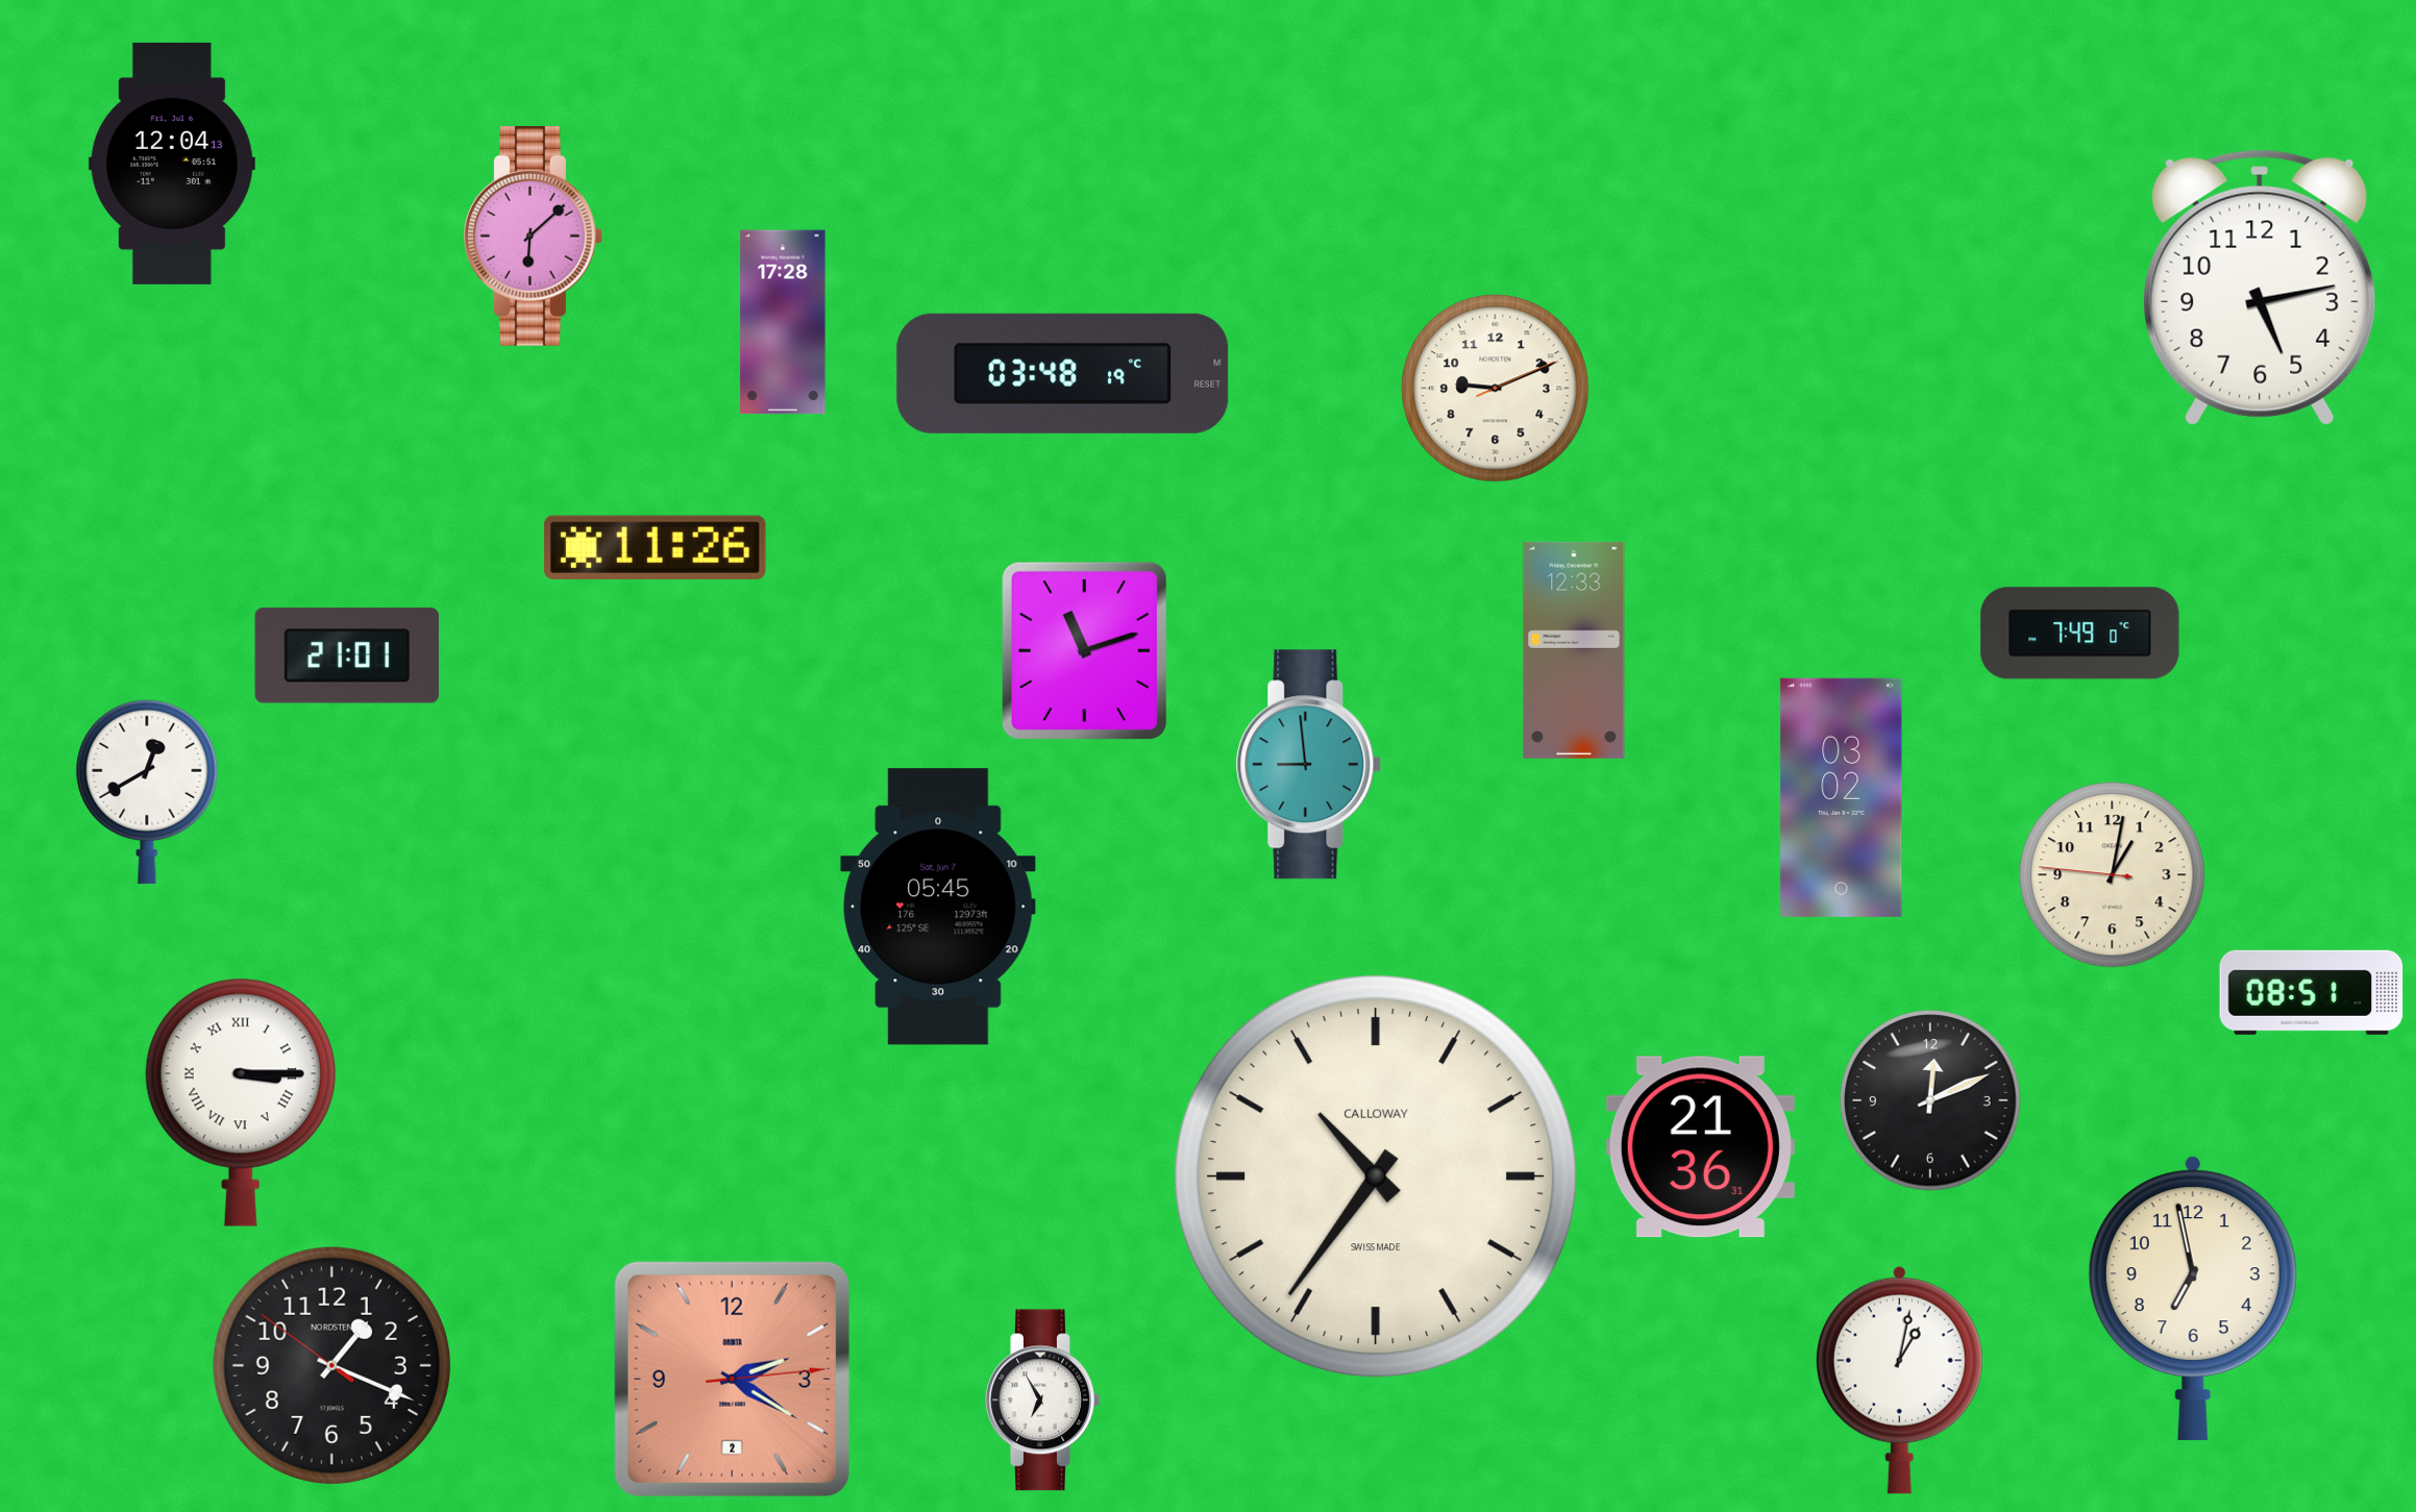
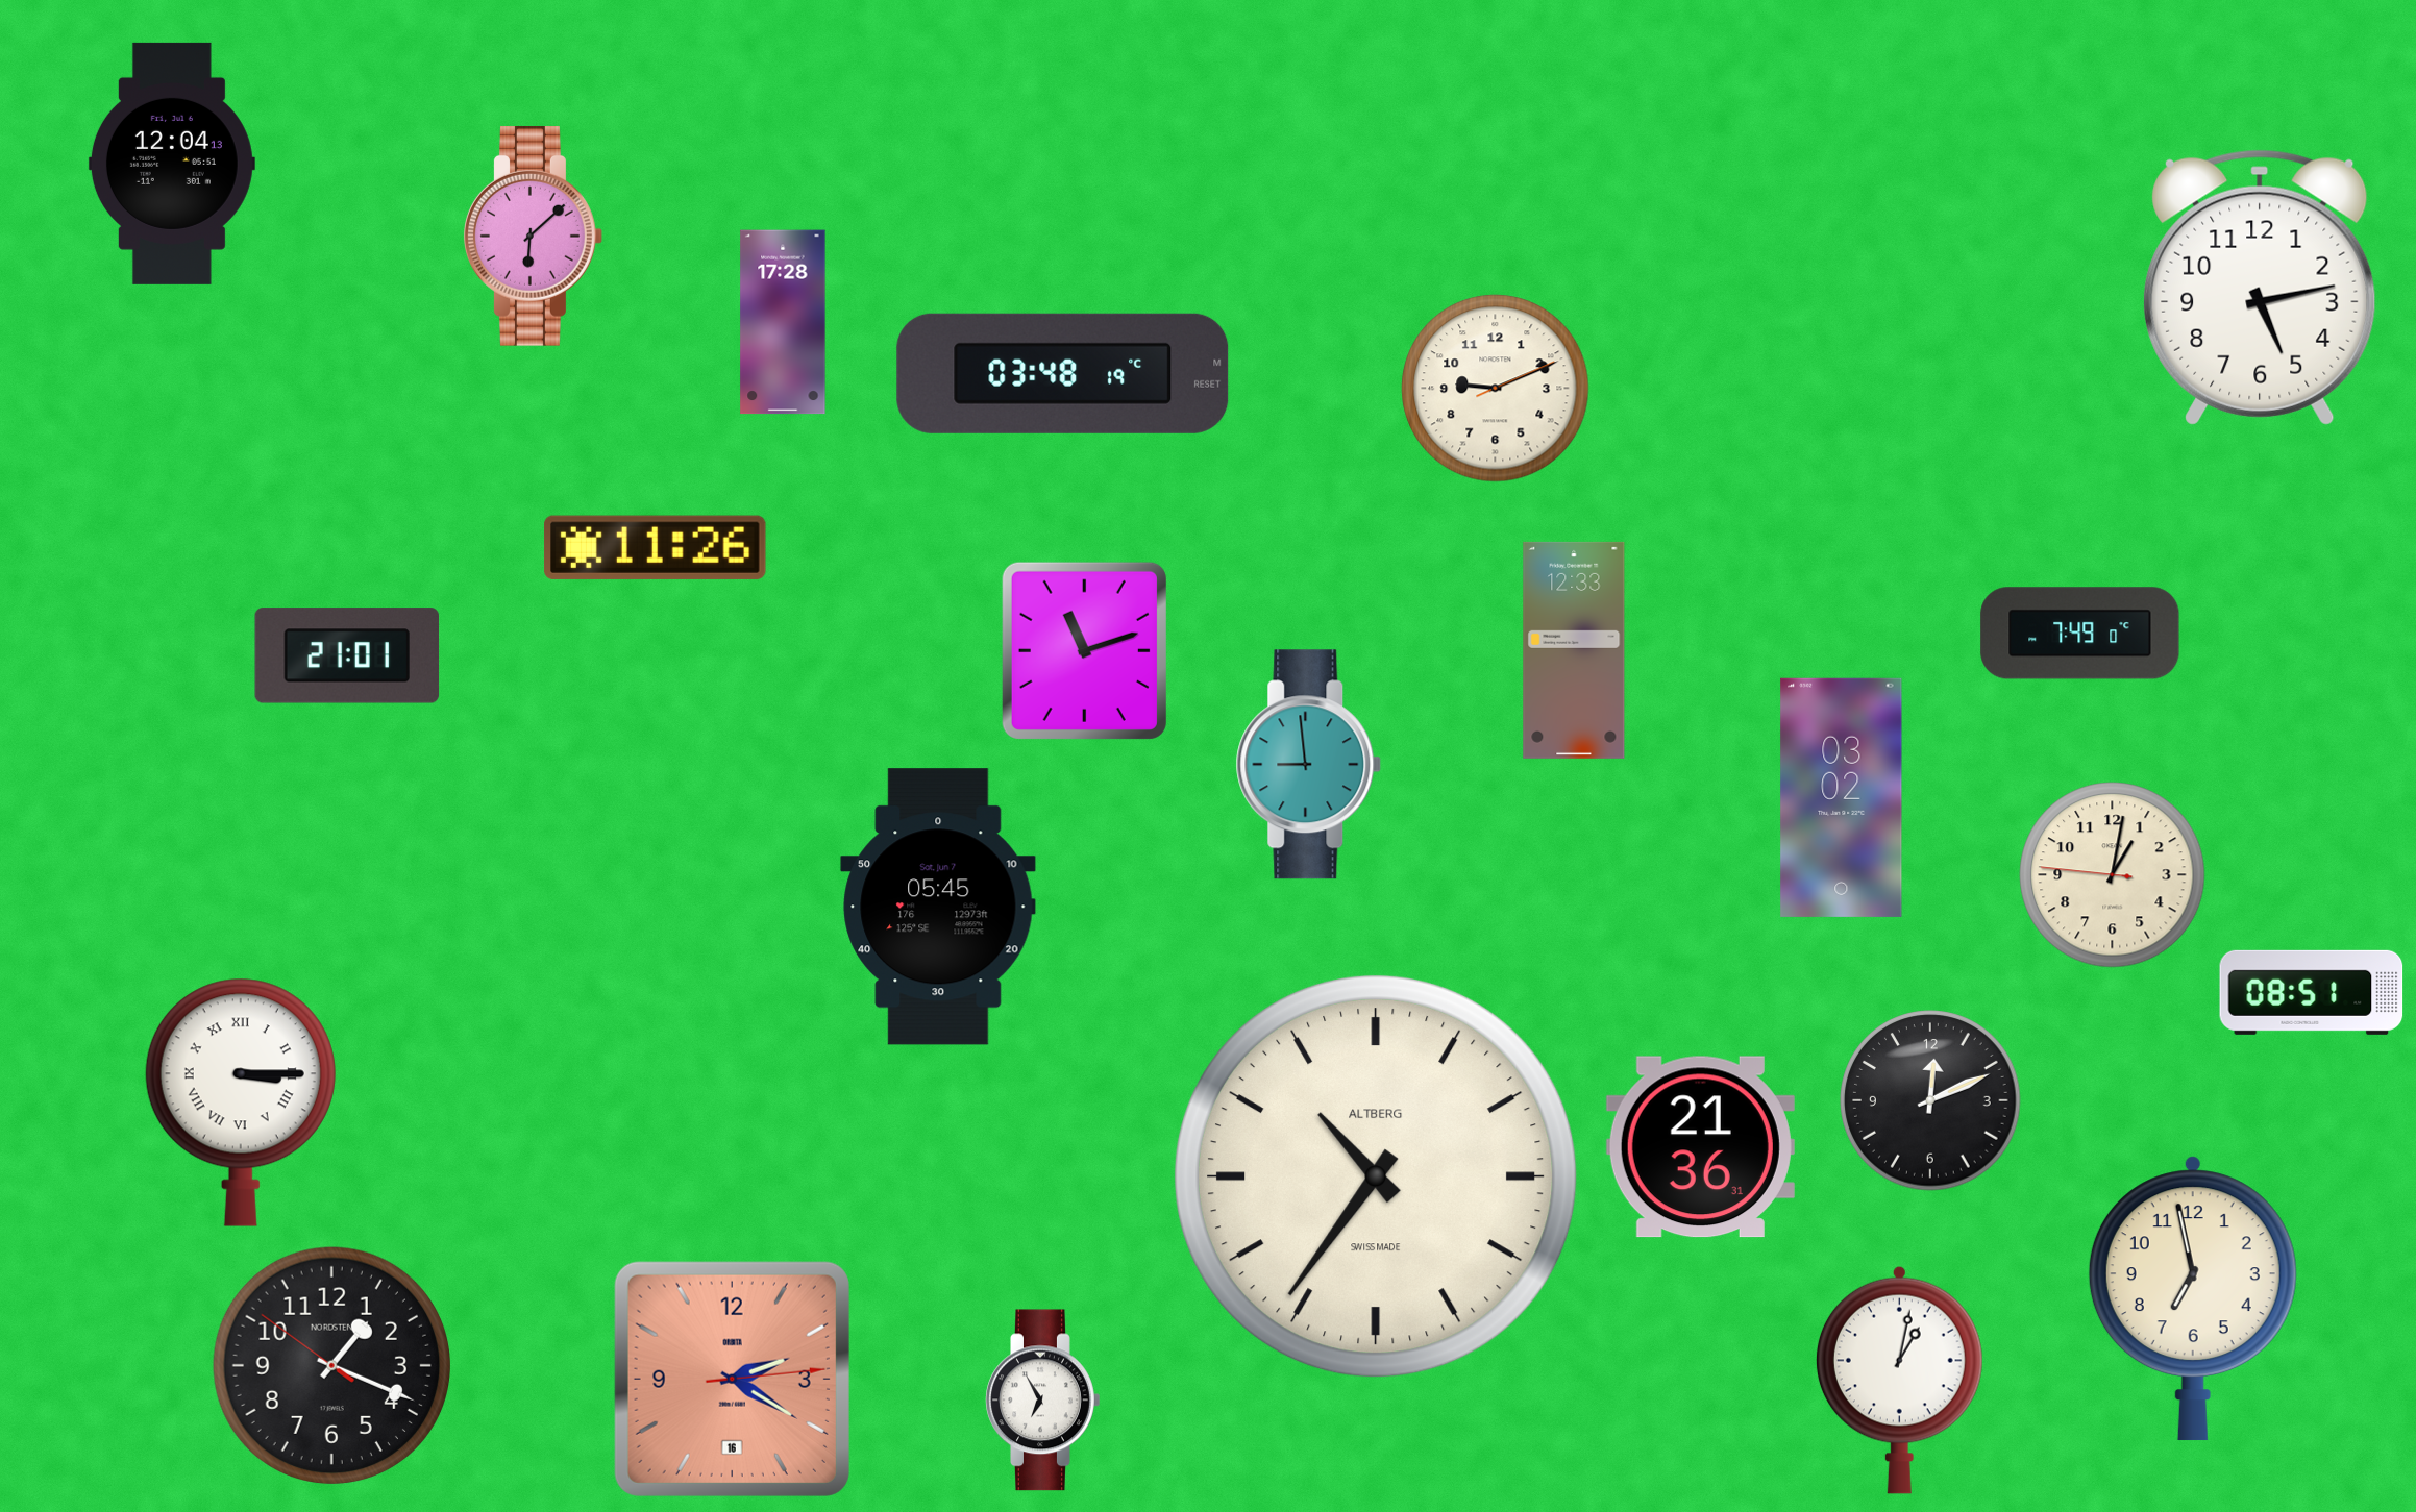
clock at (147, 792): 12:40 -> none
clock at (1376, 1176) brand: CALLOWAY -> ALTBERG
clock at (732, 1379) date: 2 -> 16
